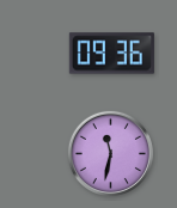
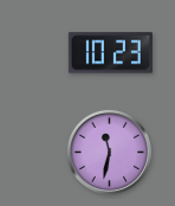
clock at (111, 54): 09:36 -> 10:23
